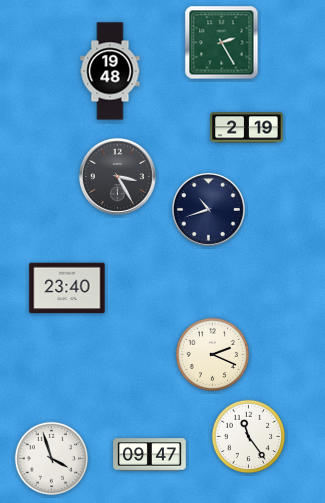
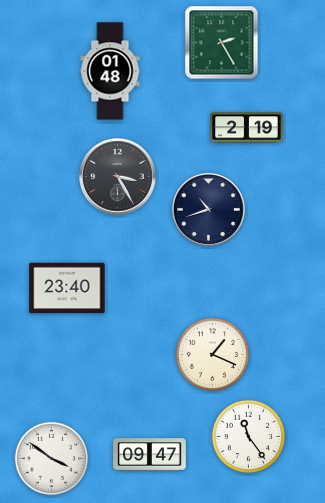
clock at (110, 71): 19:48 -> 01:48
clock at (213, 355): 2:19 -> 1:19
clock at (52, 459): 3:57 -> 3:51
